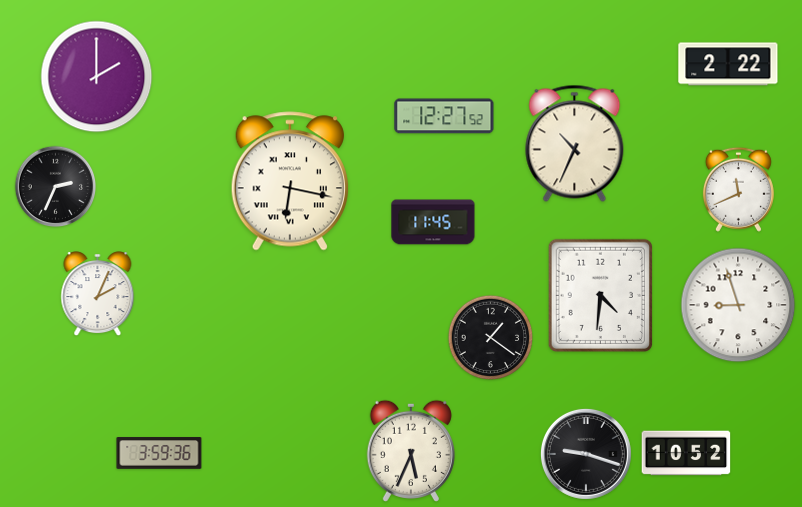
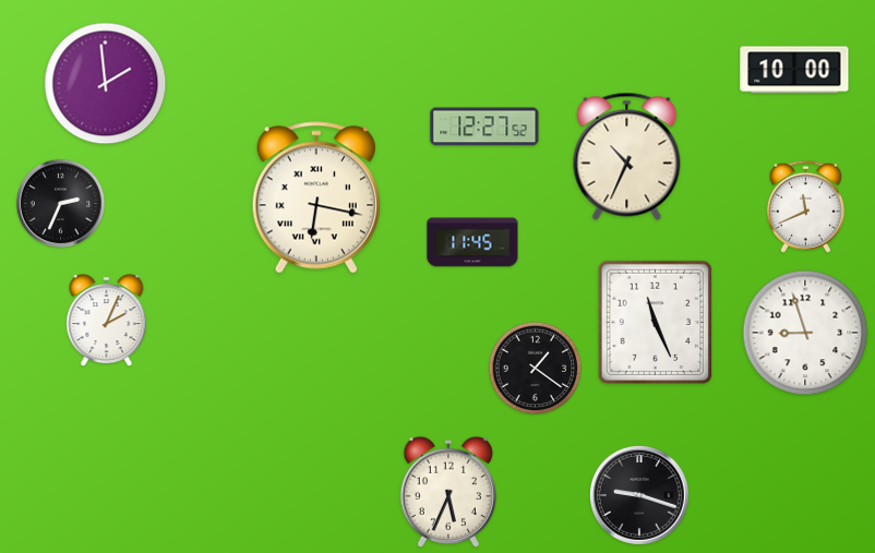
clock at (728, 64): 2:22 -> 10:00
clock at (97, 77): 2:00 -> 1:59
clock at (600, 295): 4:31 -> 11:26
clock at (159, 453): 3:59 -> none
clock at (686, 453): 10:52 -> none
